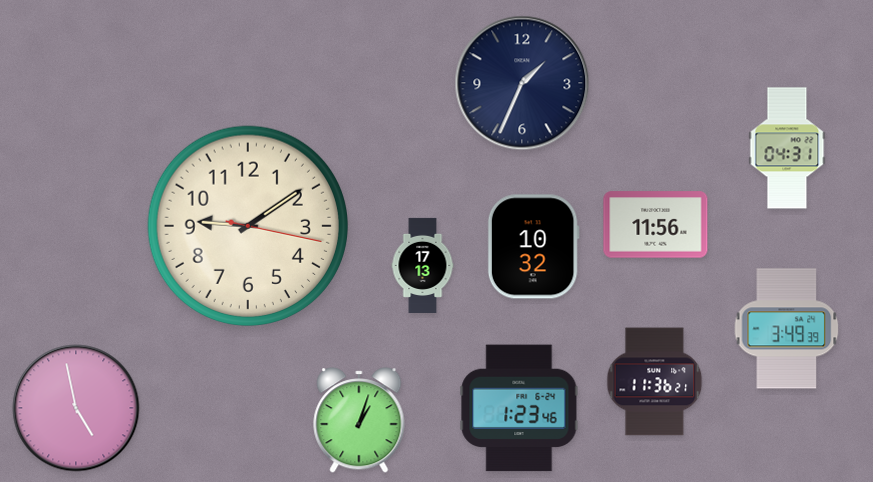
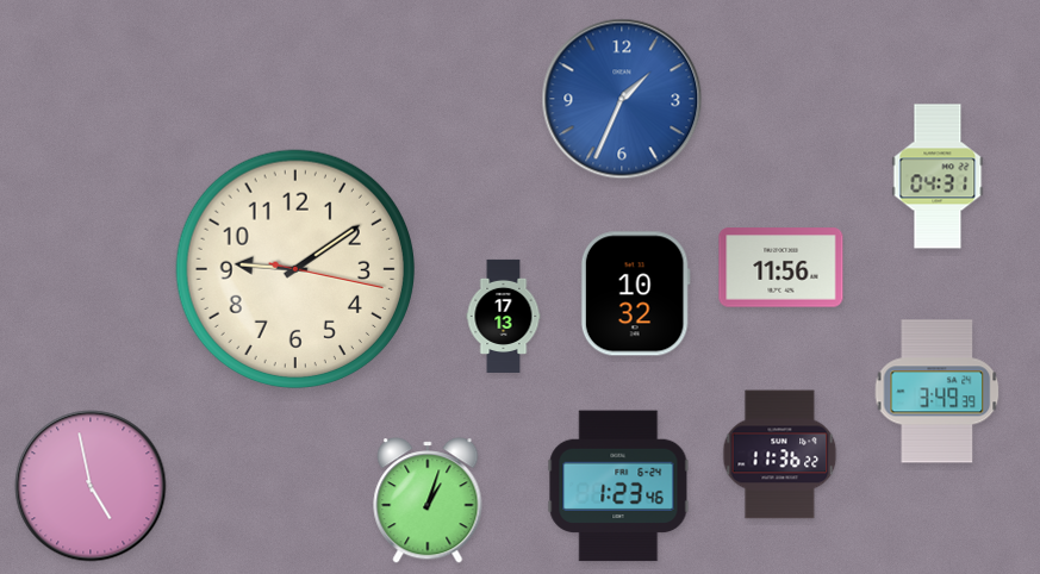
clock at (522, 83) dial: navy -> blue
clock at (655, 382): 11:36:21 -> 11:36:22
